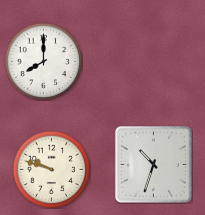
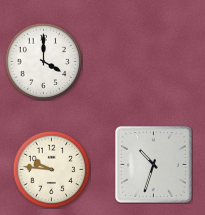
clock at (43, 61): 8:00 -> 4:00
clock at (51, 169): 9:48 -> 9:46
